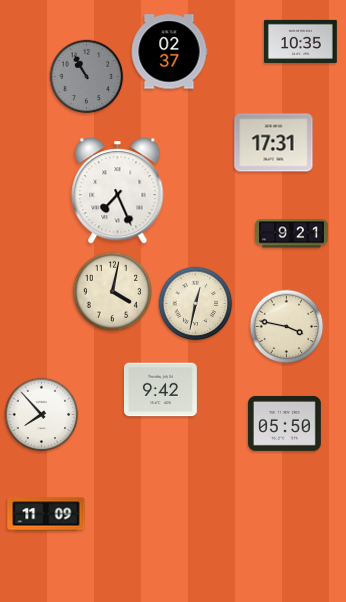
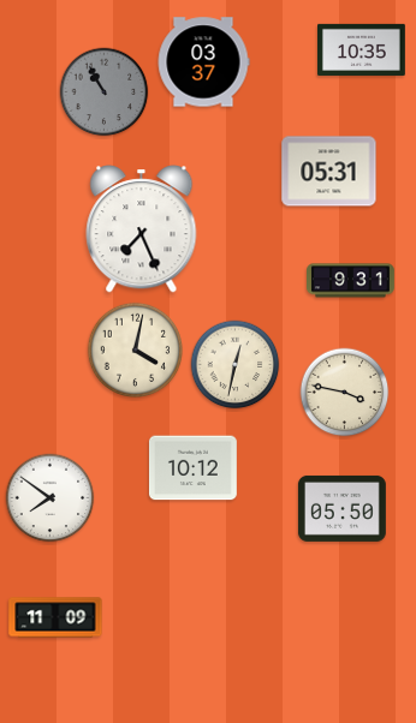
clock at (169, 52): 02:37 -> 03:37
clock at (274, 143): 17:31 -> 05:31
clock at (292, 234): 9:21 -> 9:31
clock at (160, 390): 9:42 -> 10:12
clock at (42, 415): 7:53 -> 7:51
